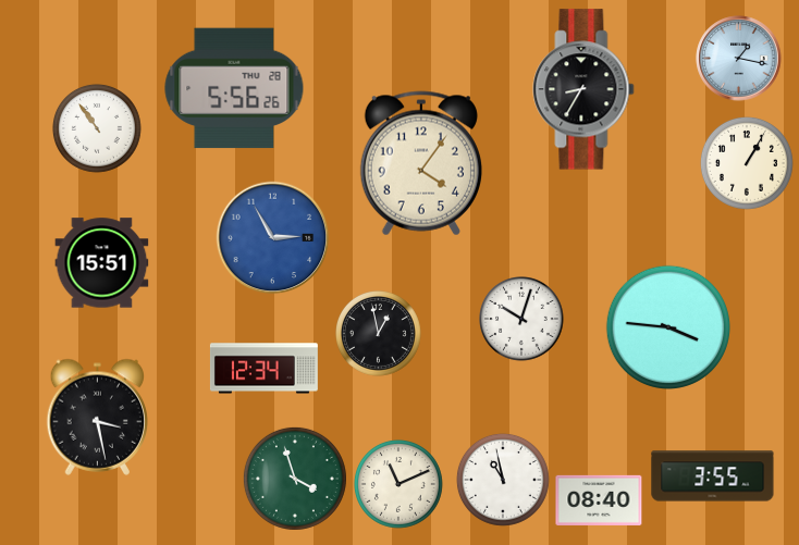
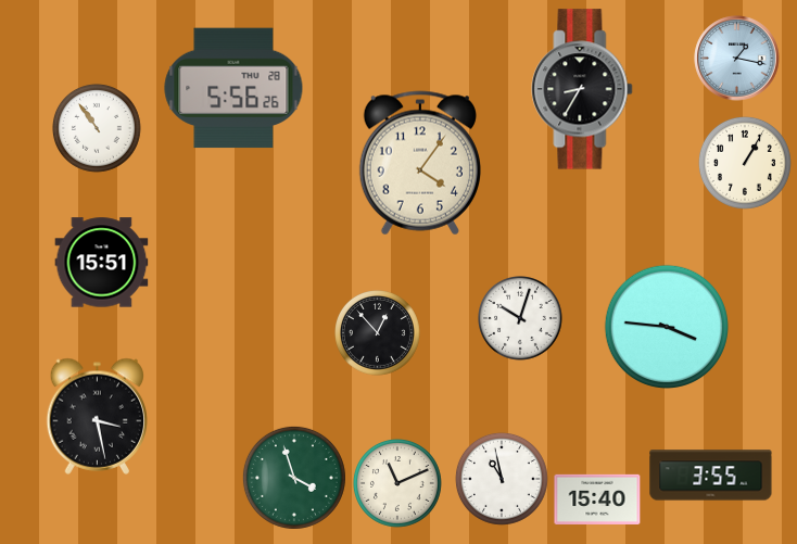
clock at (273, 238): 2:55 -> none
clock at (379, 334): 12:58 -> 12:53
clock at (263, 369): 12:34 -> none
clock at (599, 500): 08:40 -> 15:40
